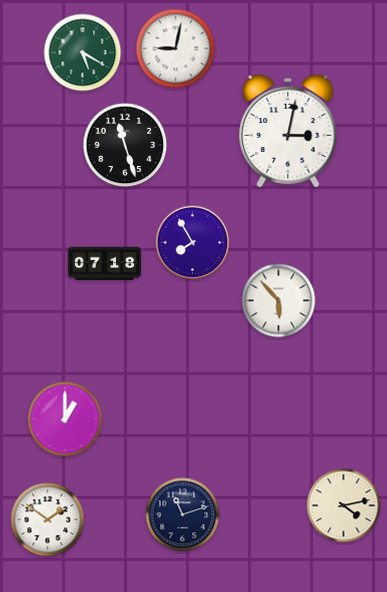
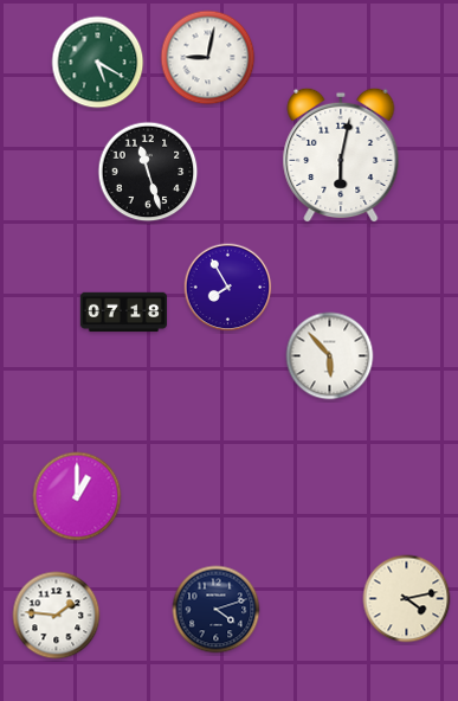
clock at (288, 131): 3:02 -> 6:02
clock at (183, 515): 11:12 -> 4:12
clock at (48, 520): 1:51 -> 1:46
